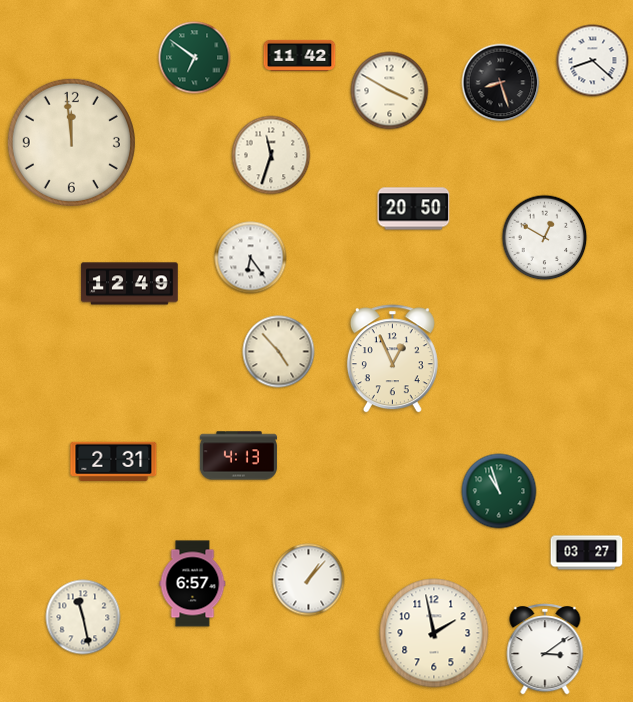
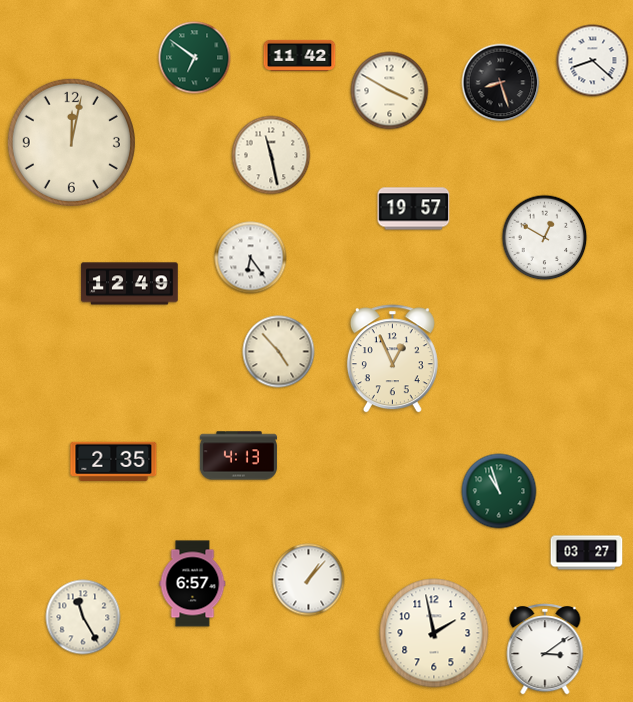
clock at (71, 142): 11:59 -> 12:02
clock at (271, 155): 11:33 -> 11:28
clock at (414, 209): 20:50 -> 19:57
clock at (114, 461): 2:31 -> 2:35
clock at (83, 617): 11:28 -> 11:25
